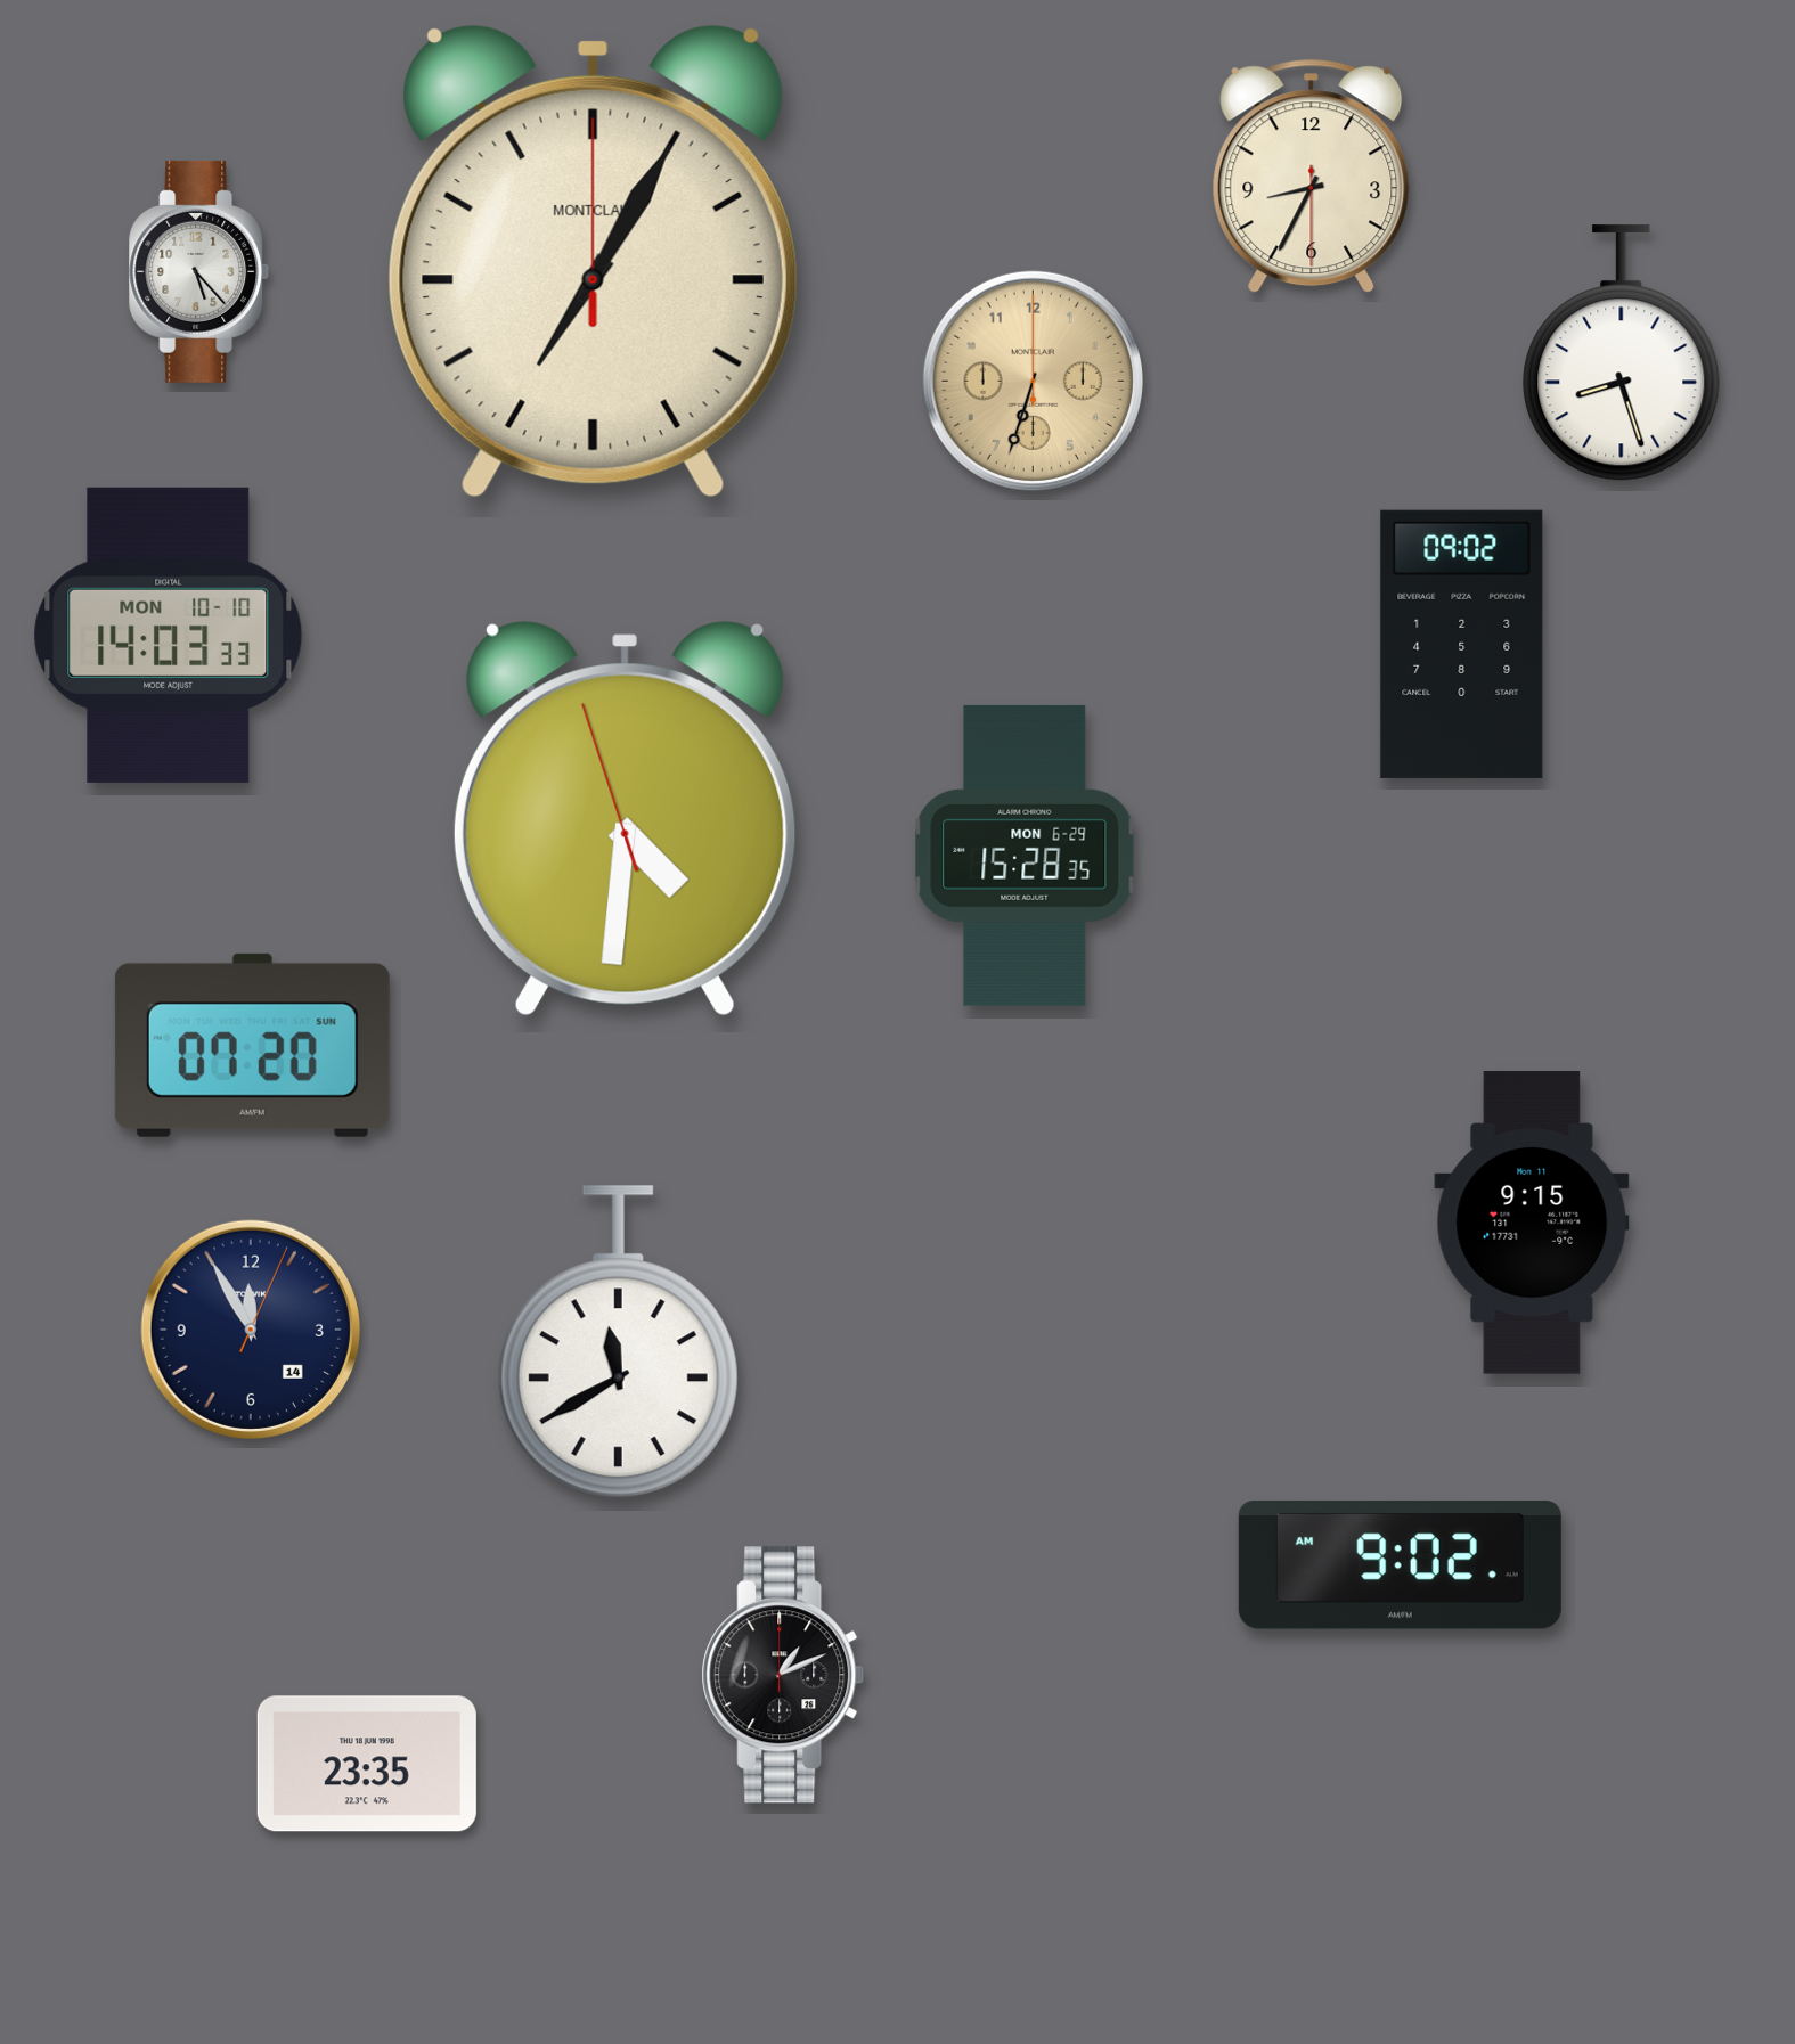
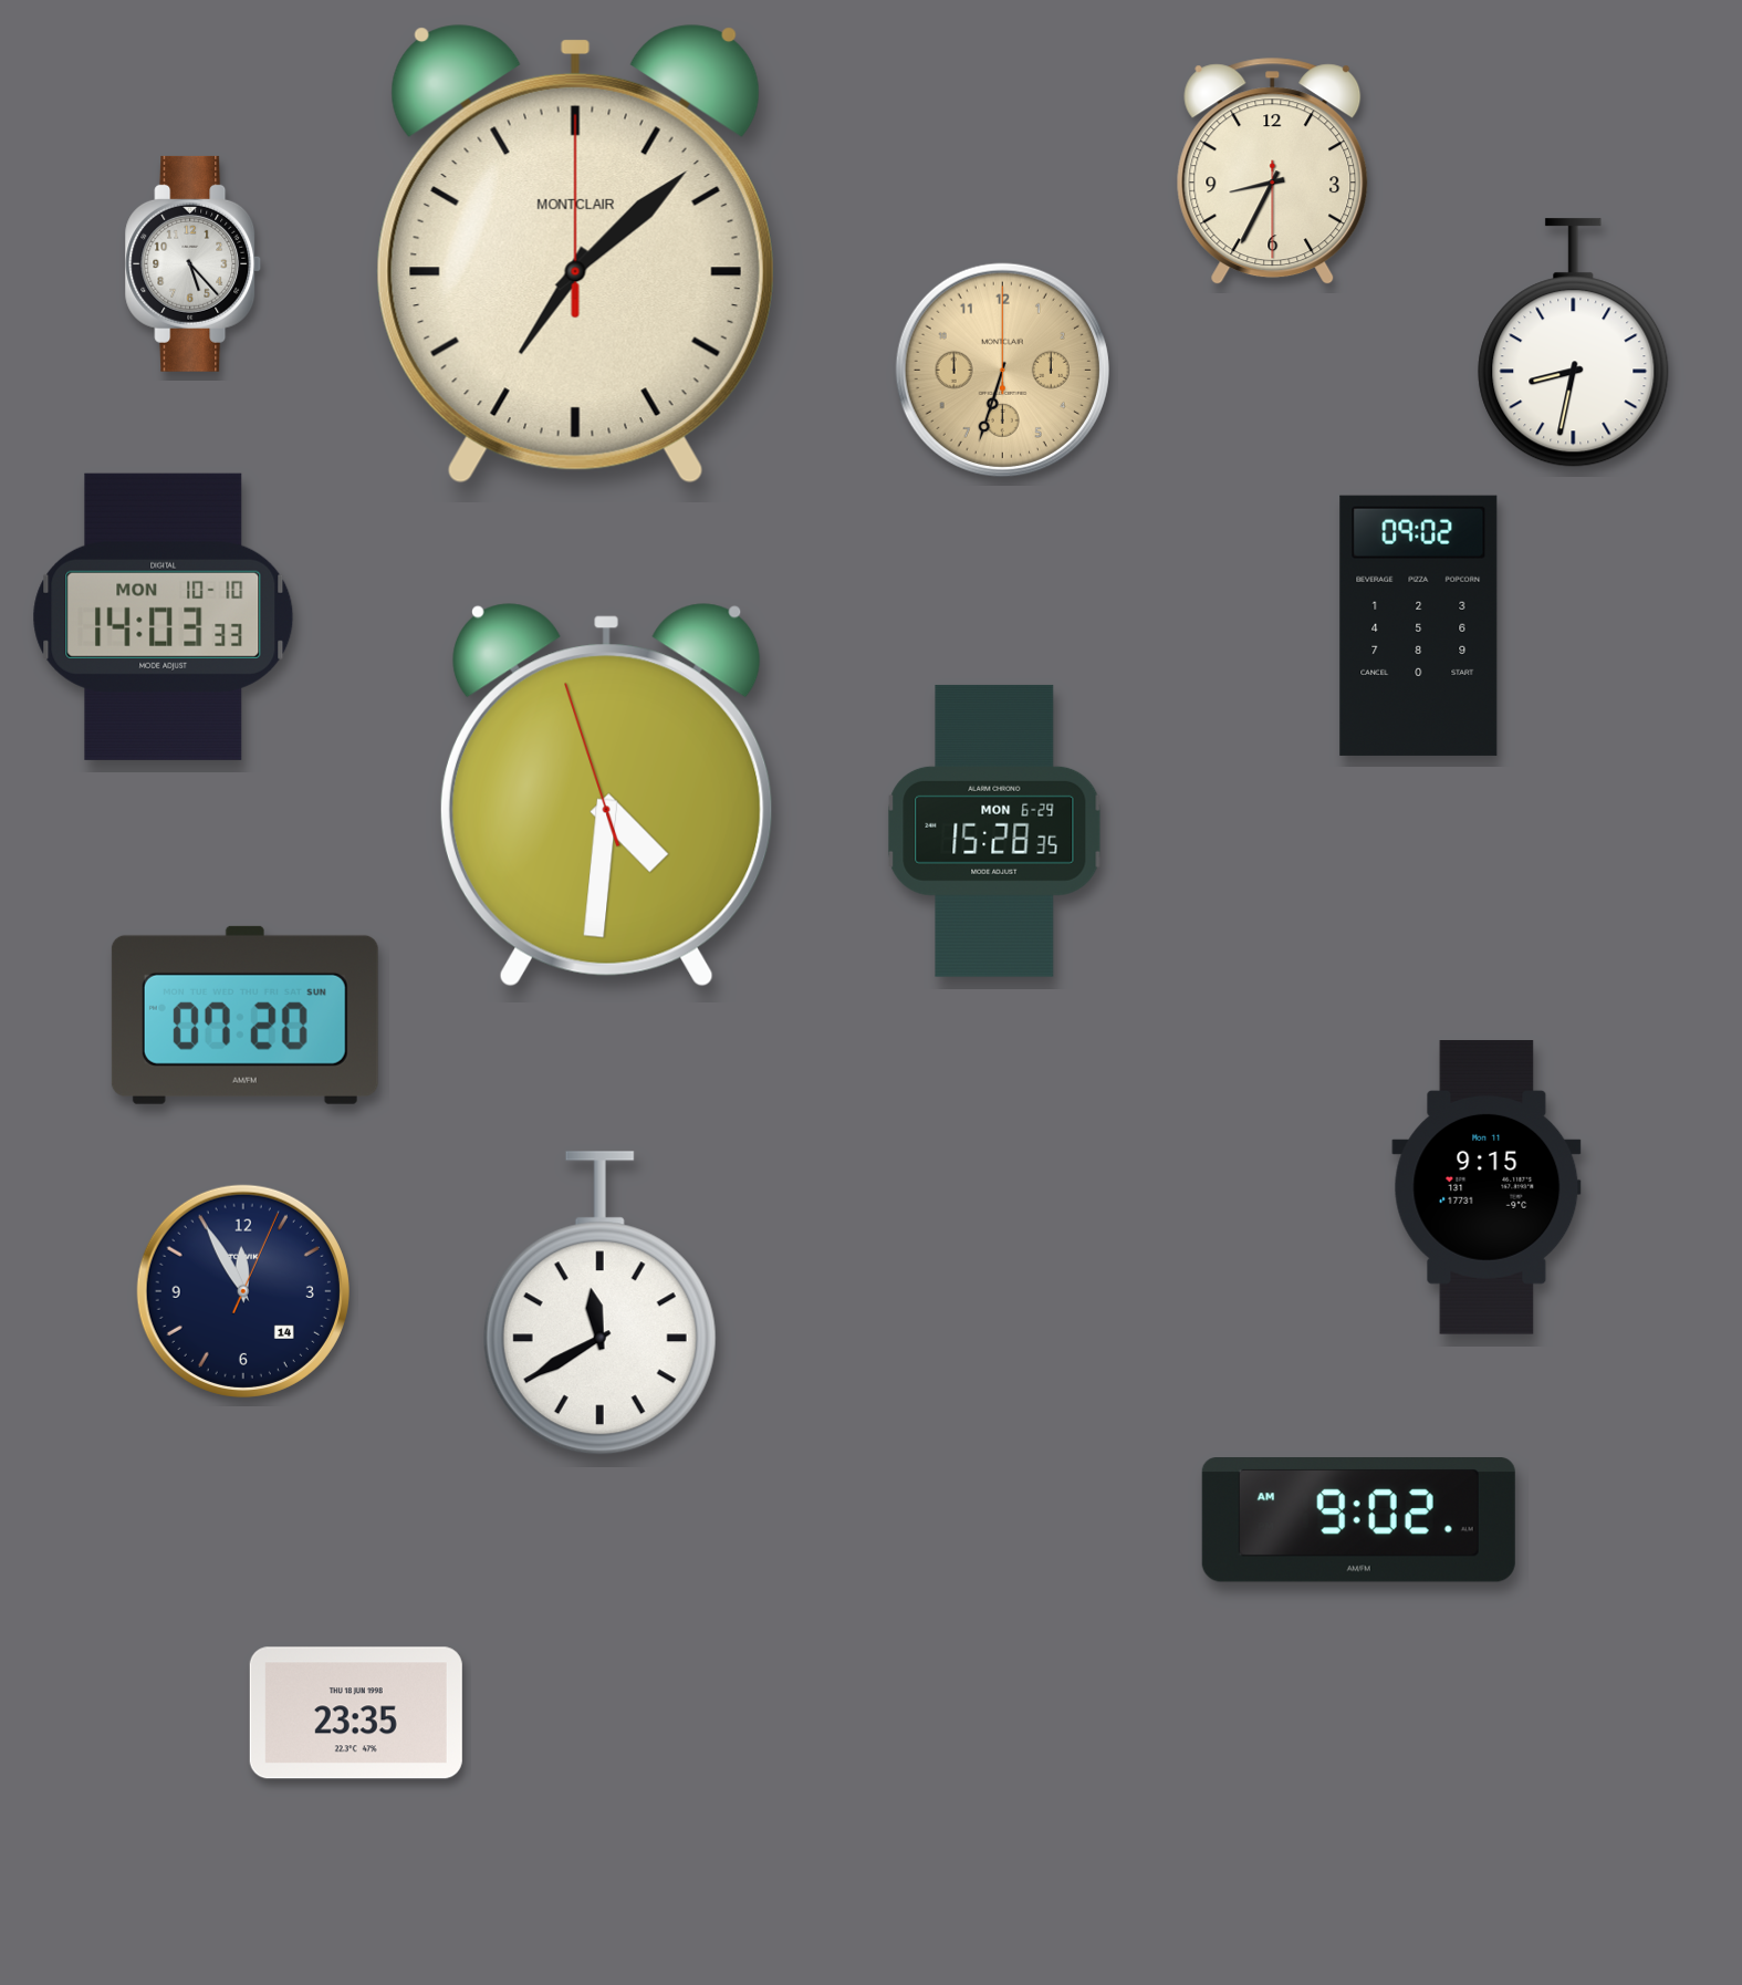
clock at (593, 262): 7:05 -> 7:08
clock at (1622, 353): 8:27 -> 8:32
clock at (783, 1675): 1:11 -> none
